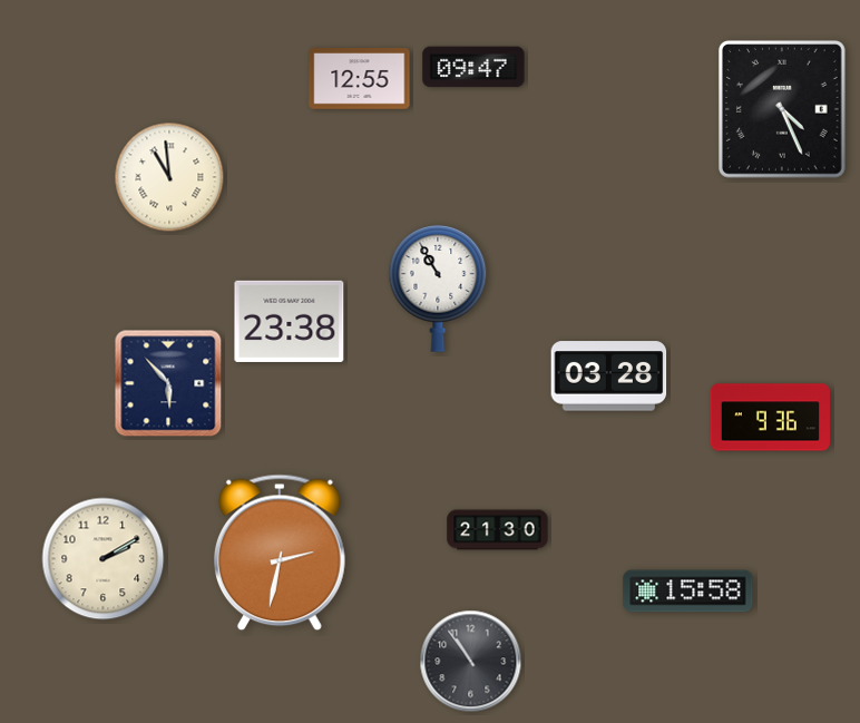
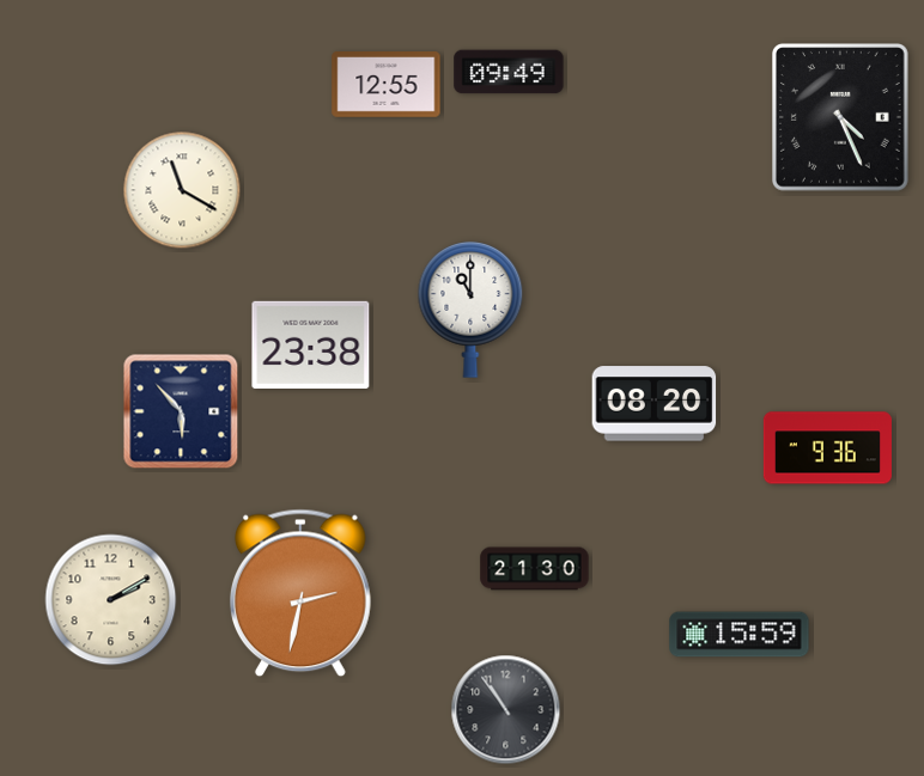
clock at (473, 67): 09:47 -> 09:49
clock at (169, 177): 10:59 -> 11:20
clock at (438, 290): 10:55 -> 11:00
clock at (609, 377): 03:28 -> 08:20
clock at (688, 592): 15:58 -> 15:59
